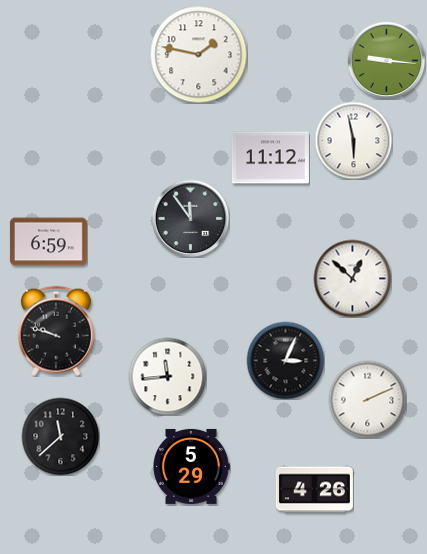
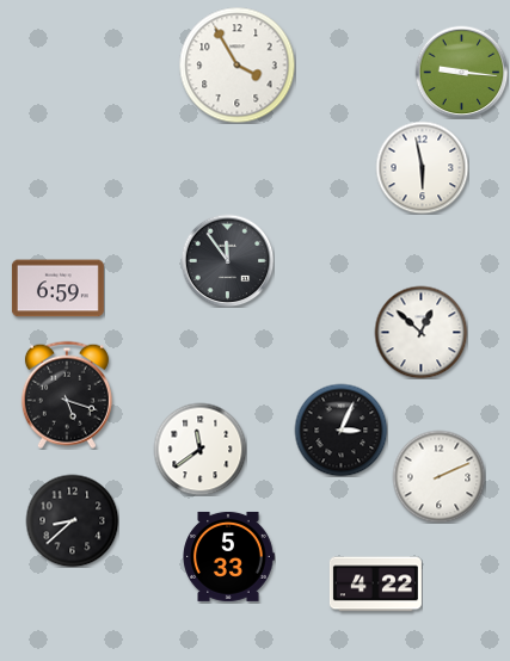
clock at (198, 54): 1:47 -> 3:55
clock at (270, 158): 11:12 -> none
clock at (56, 331): 9:48 -> 5:18
clock at (167, 376): 11:44 -> 11:39
clock at (60, 436): 11:38 -> 8:38
clock at (191, 466): 5:29 -> 5:33
clock at (314, 490): 4:26 -> 4:22
